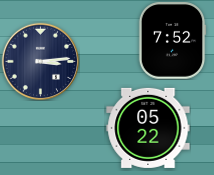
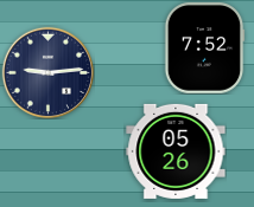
clock at (40, 61): 3:14 -> 9:14
clock at (148, 128): 05:22 -> 05:26
